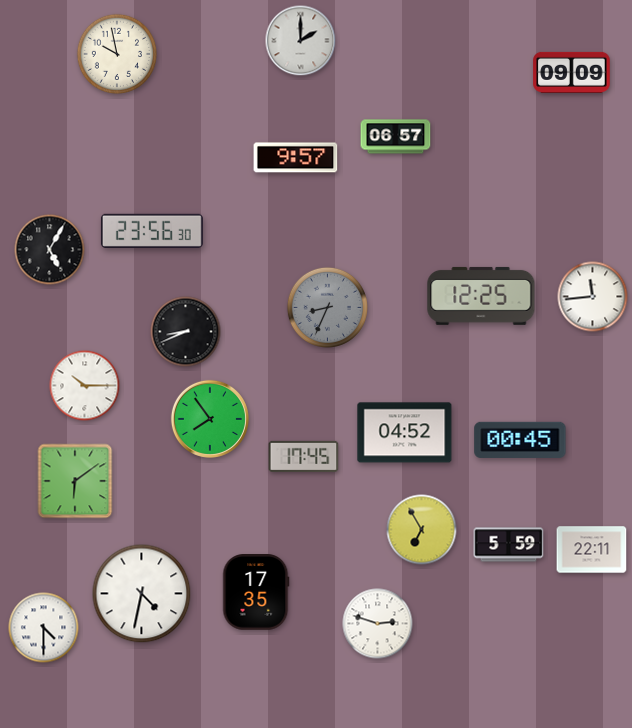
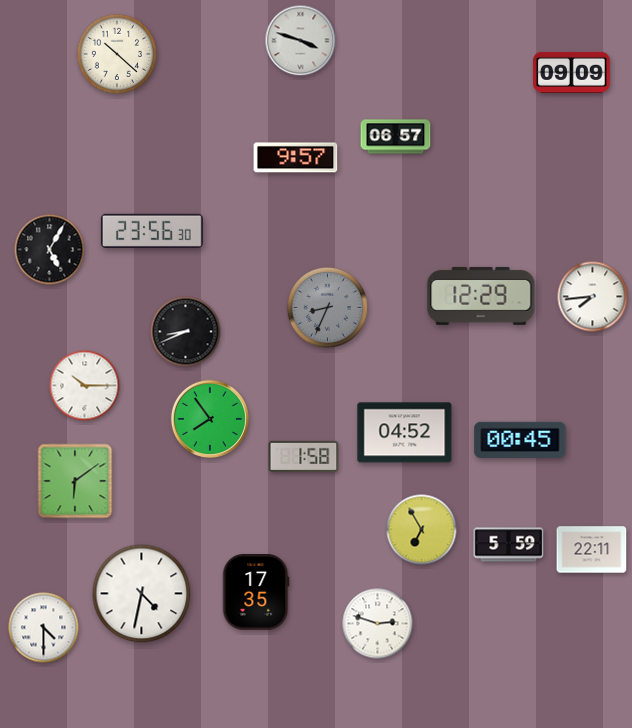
clock at (301, 41): 2:00 -> 3:48
clock at (116, 53): 9:58 -> 10:22
clock at (481, 296): 12:25 -> 12:29
clock at (593, 297): 11:44 -> 7:44
clock at (304, 456): 17:45 -> 1:58
